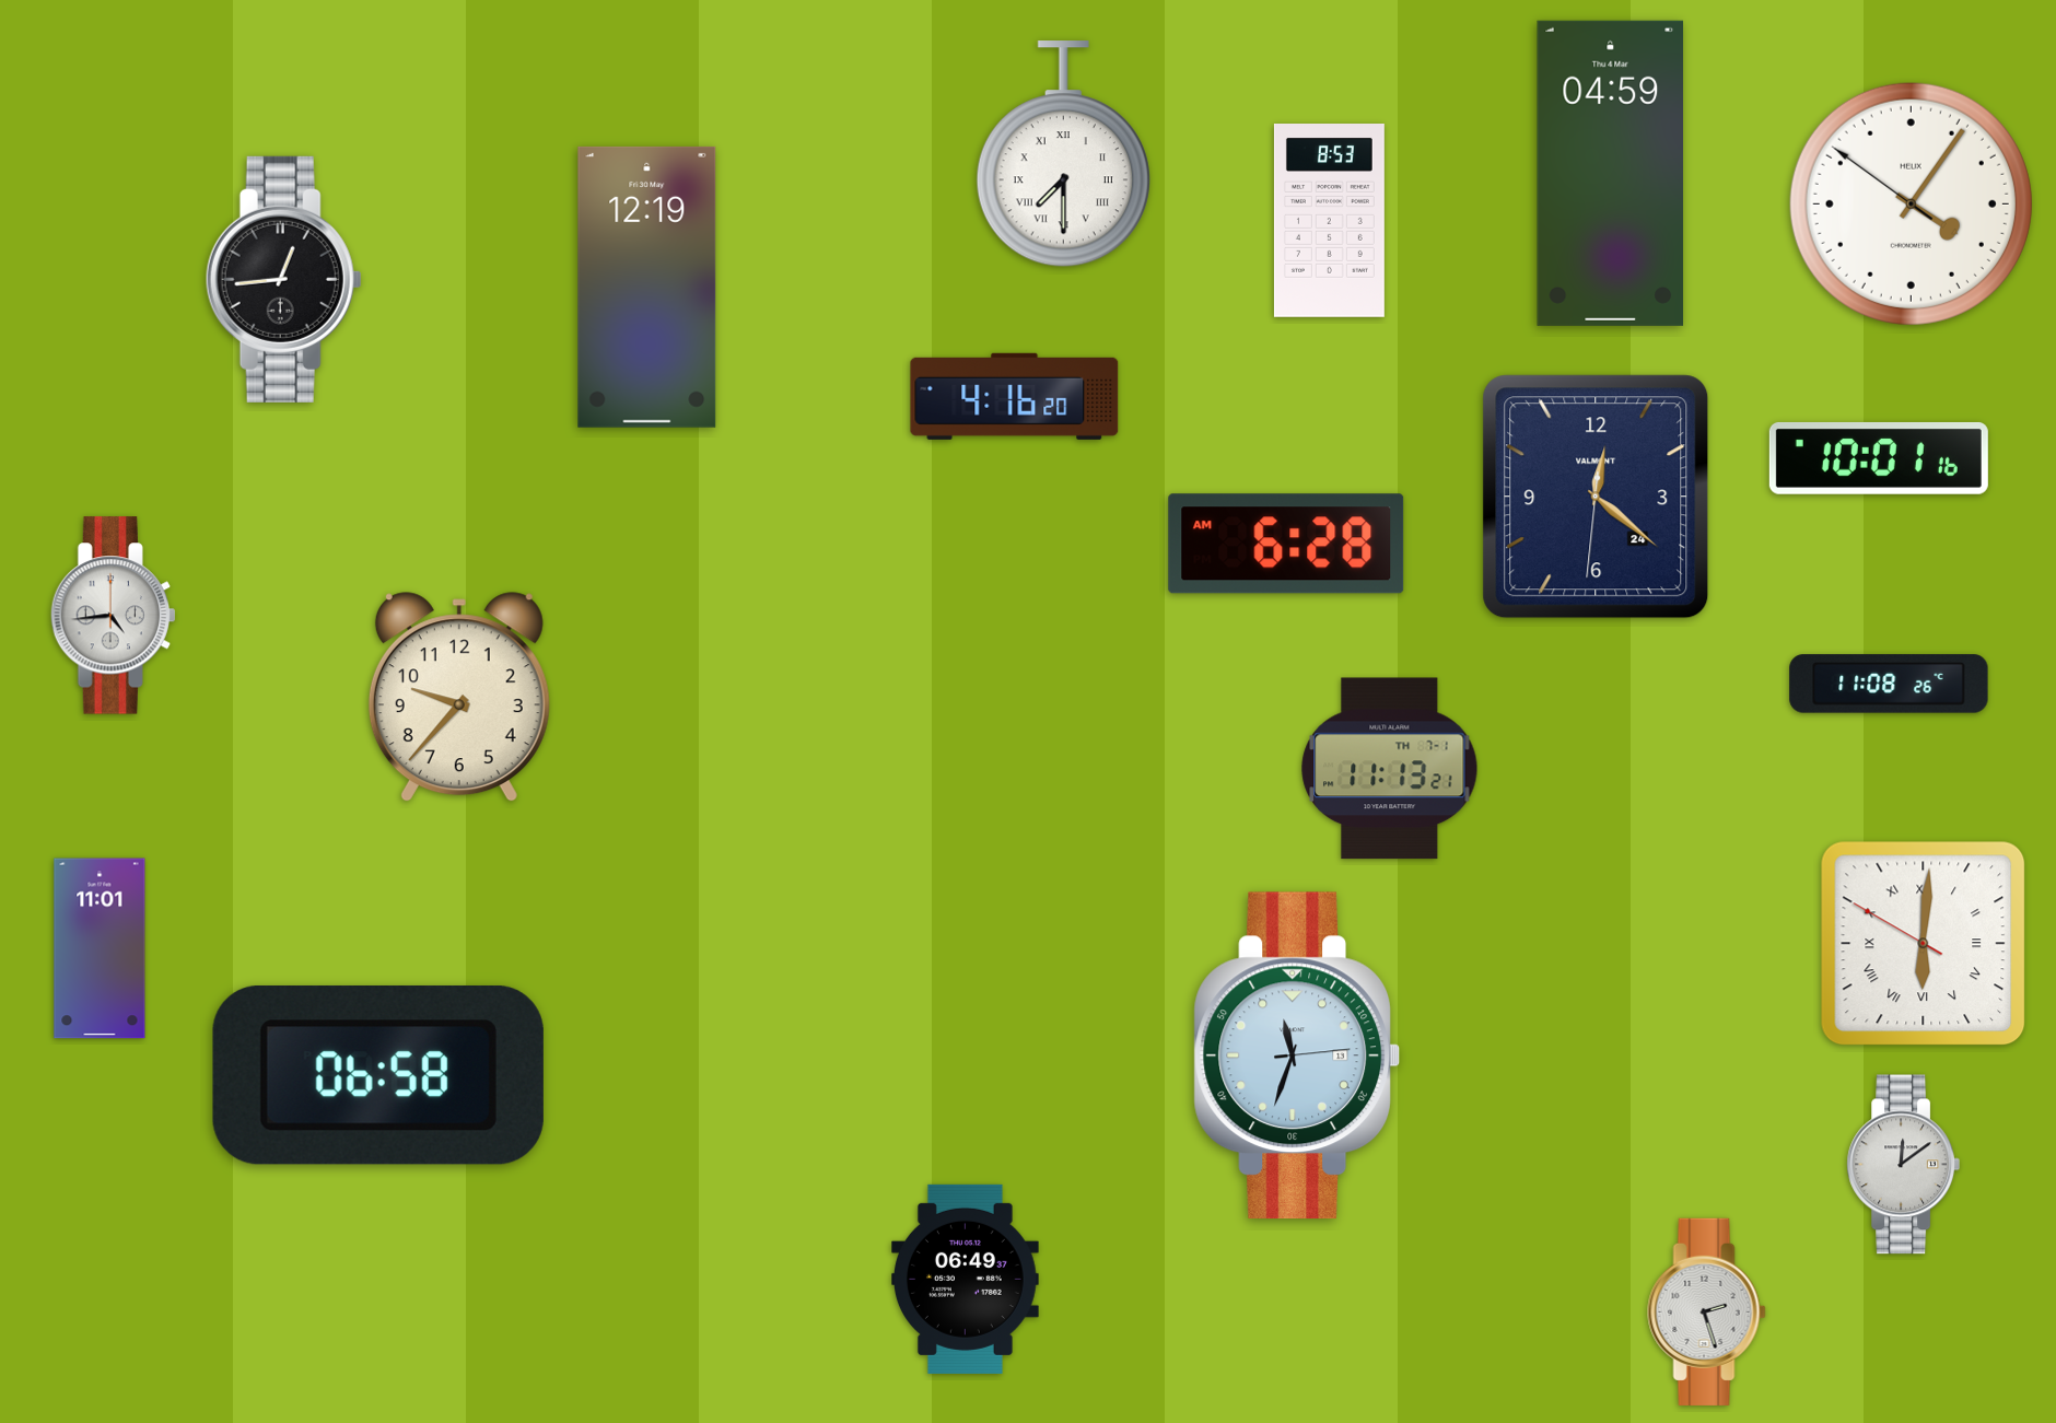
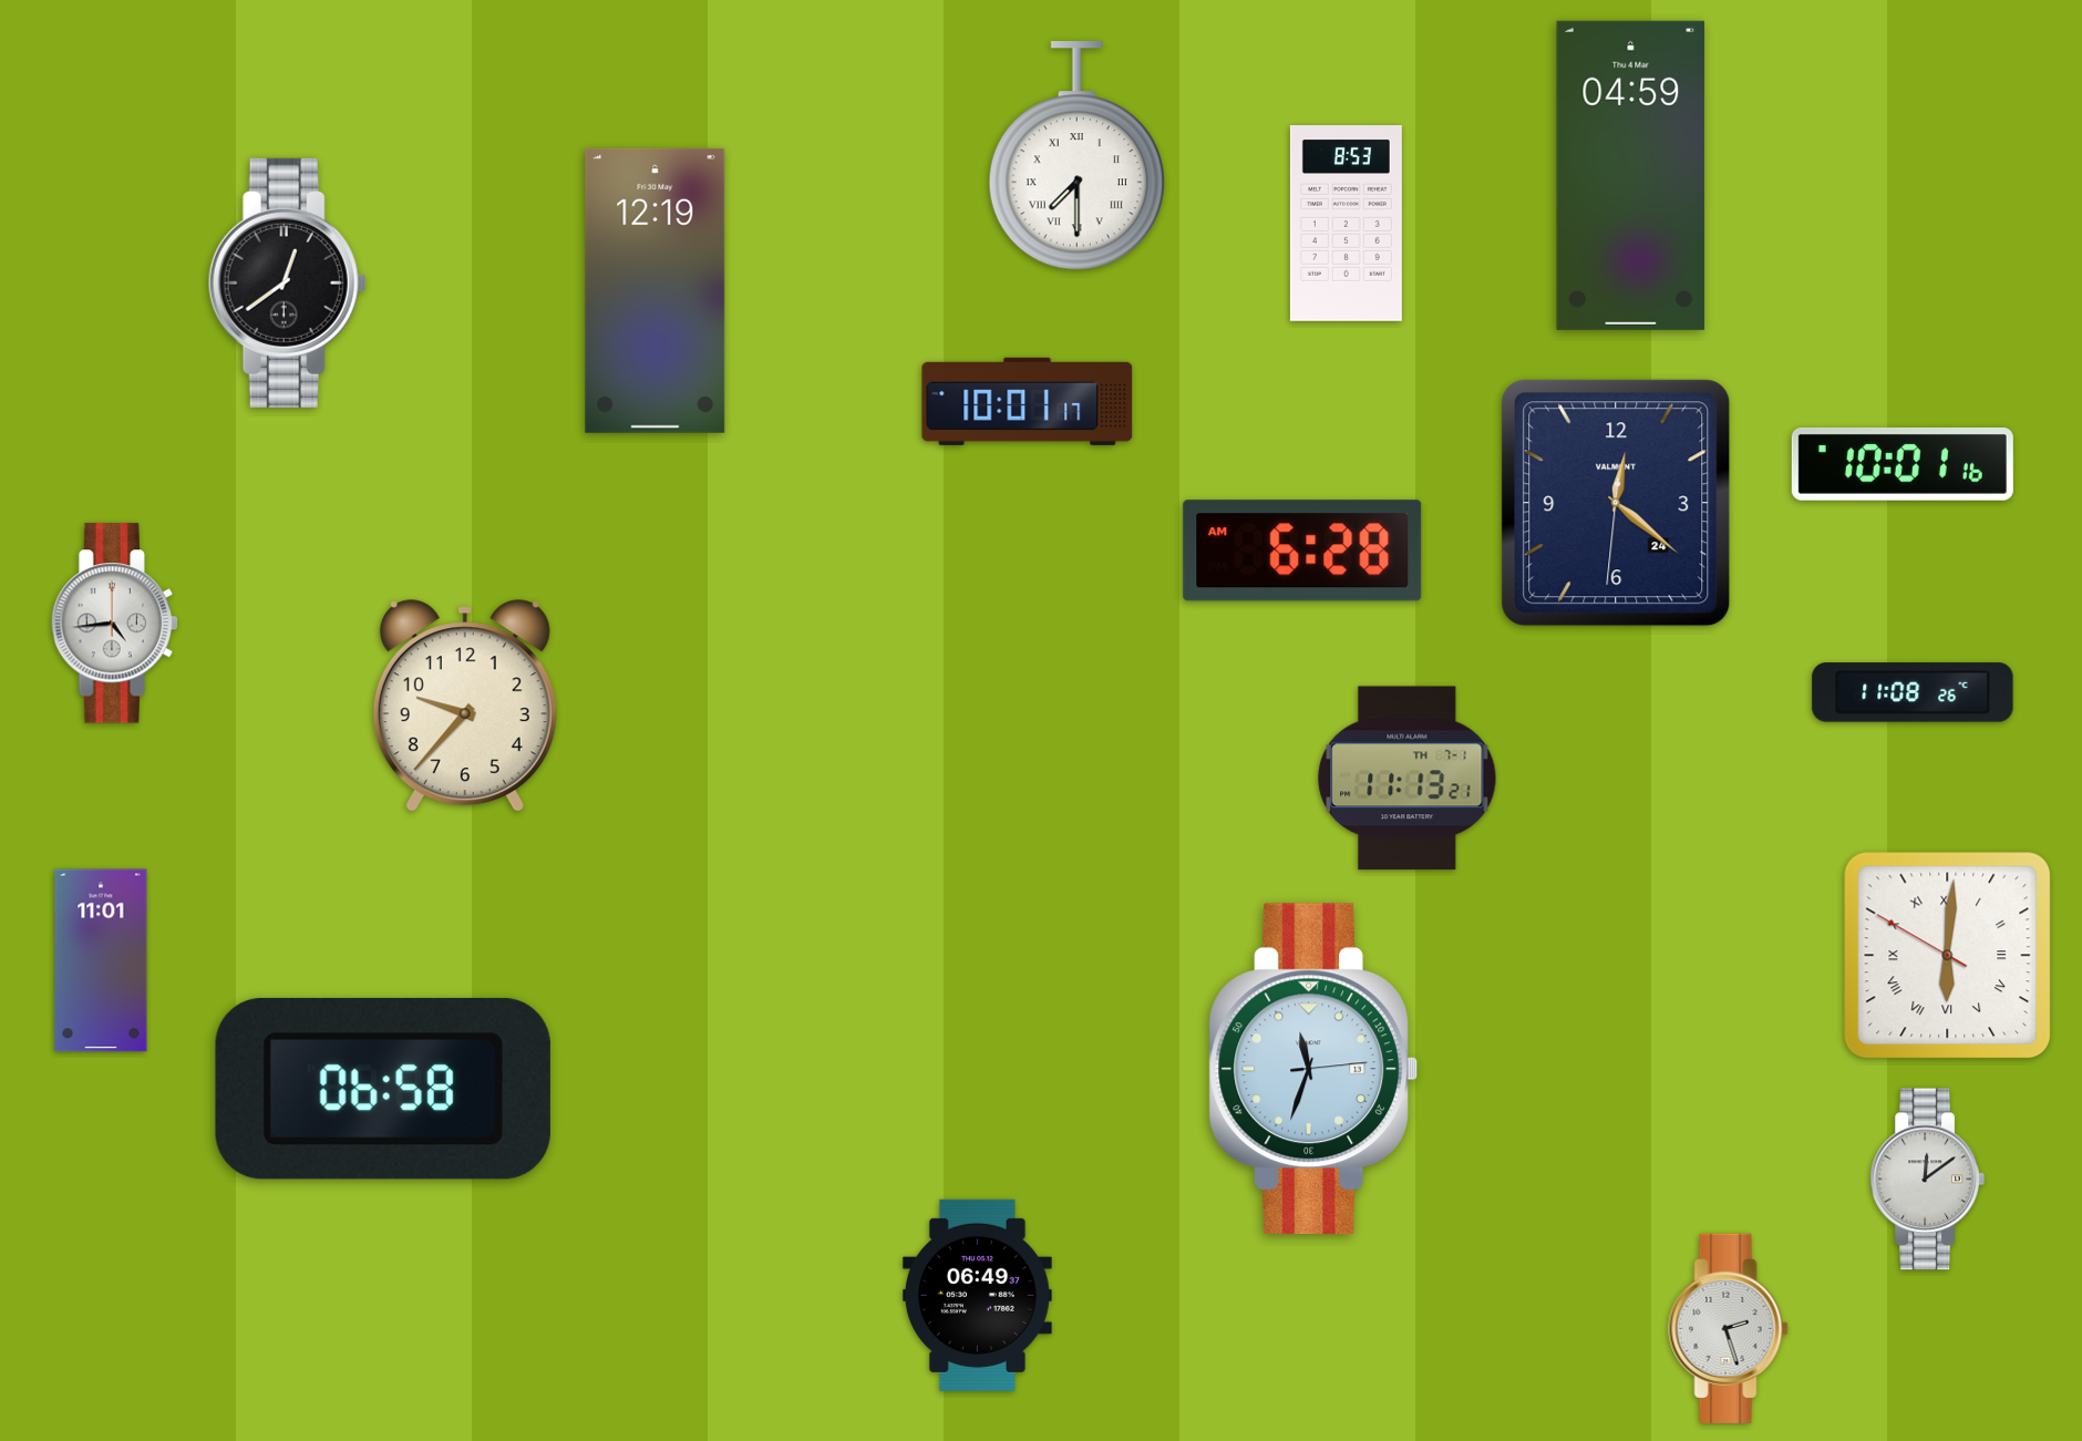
clock at (1911, 203): 4:05 -> none
clock at (283, 279): 12:44 -> 12:39
clock at (1015, 396): 4:16 -> 10:01
